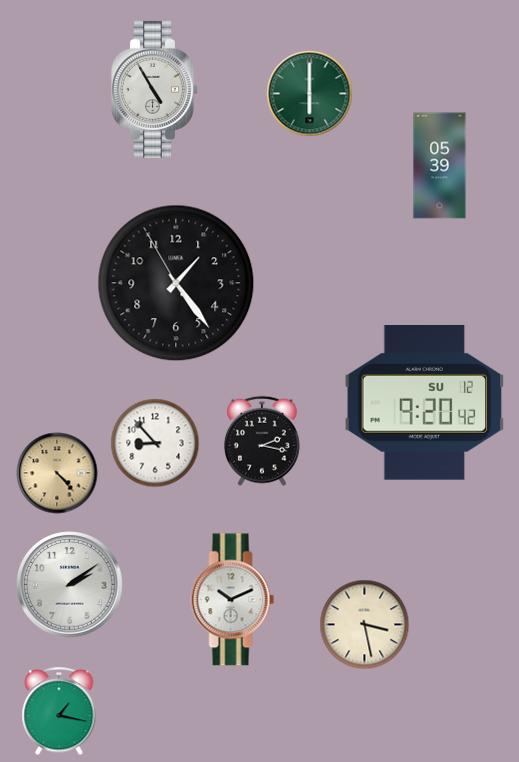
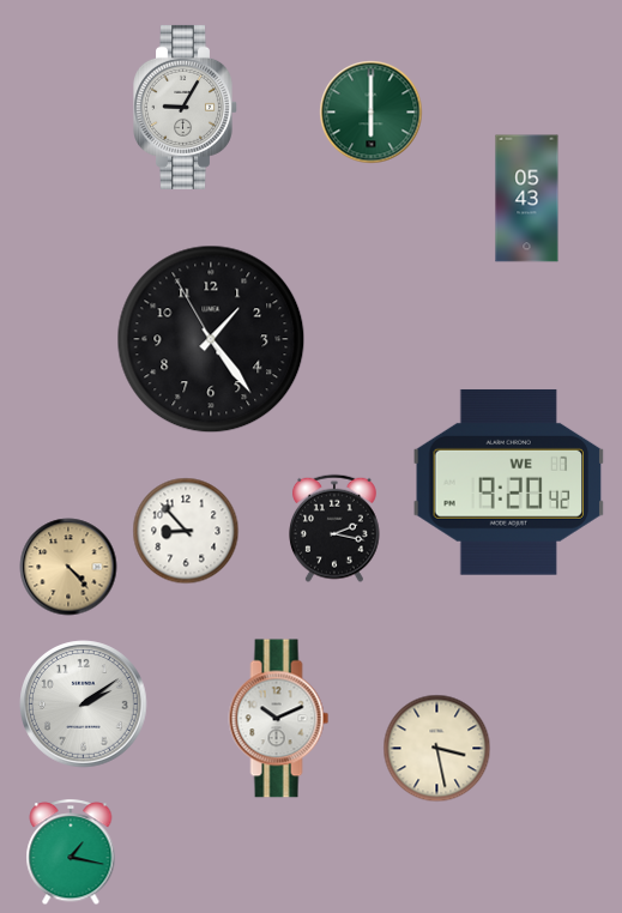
clock at (155, 89): 4:55 -> 9:05
clock at (440, 166): 05:39 -> 05:43
clock at (425, 402) date: SU 12 -> WE 7
clock at (263, 441) position: (263, 441) -> (336, 528)
clock at (70, 585) position: (70, 585) -> (84, 705)
